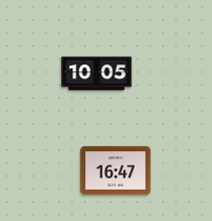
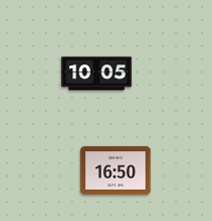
clock at (116, 171): 16:47 -> 16:50
